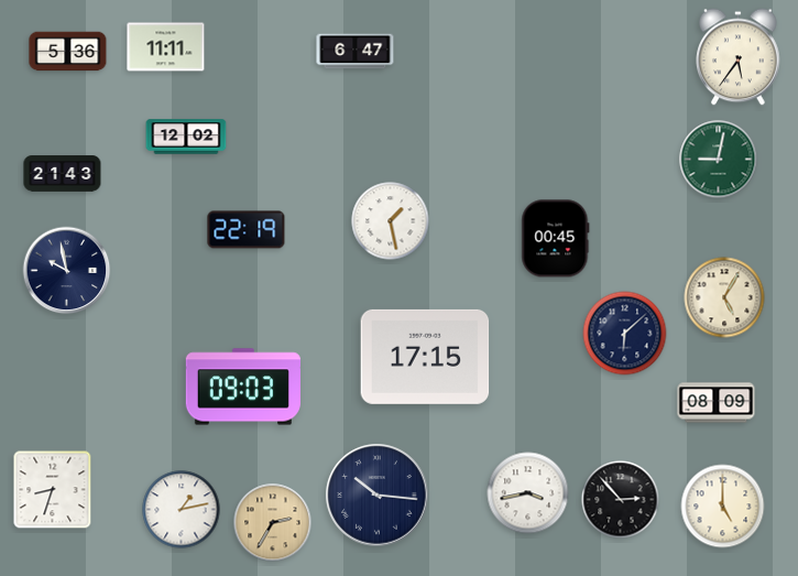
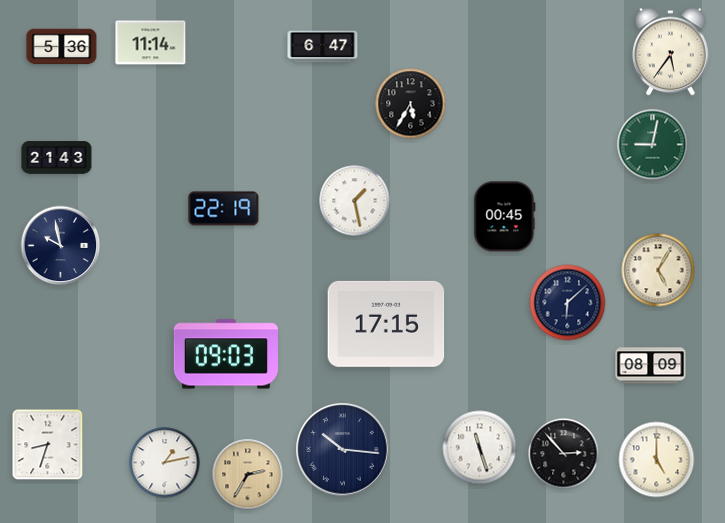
clock at (166, 47): 11:11 -> 11:14
clock at (411, 104): none -> 5:35
clock at (186, 137): 12:02 -> none
clock at (243, 387) position: (243, 387) -> (226, 354)
clock at (528, 493): 3:43 -> 11:27
